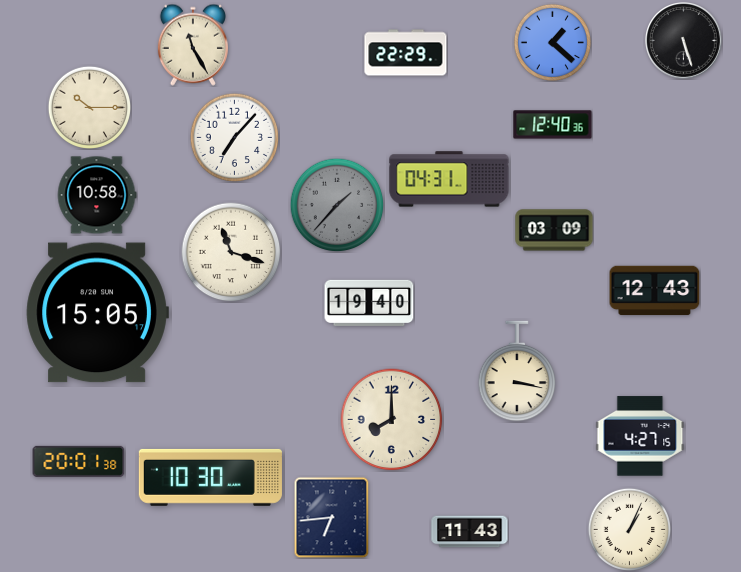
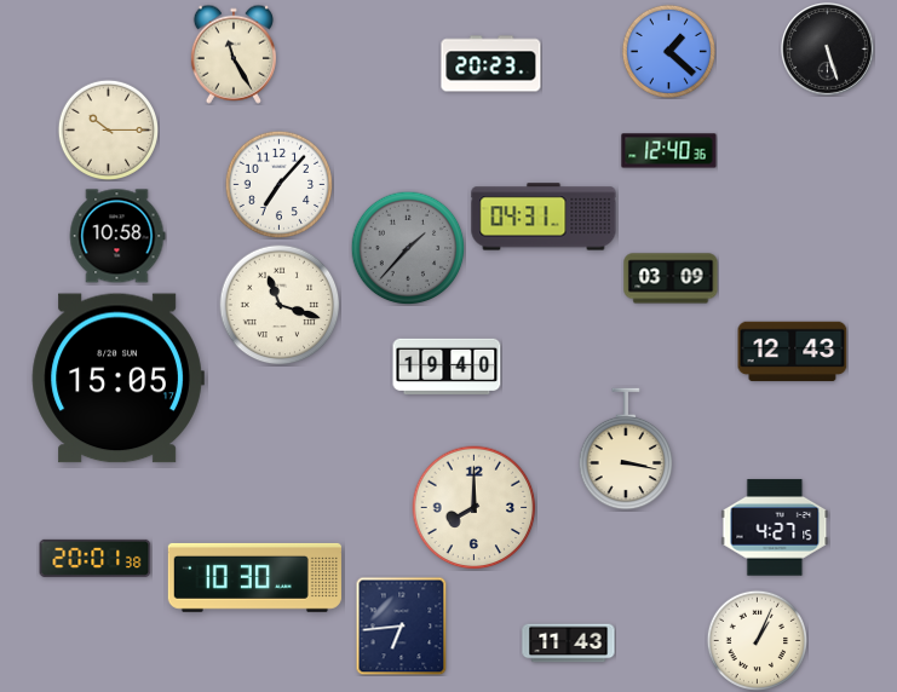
clock at (406, 53): 22:29 -> 20:23
clock at (234, 137) position: (234, 137) -> (278, 184)
clock at (629, 529) position: (629, 529) -> (757, 640)
